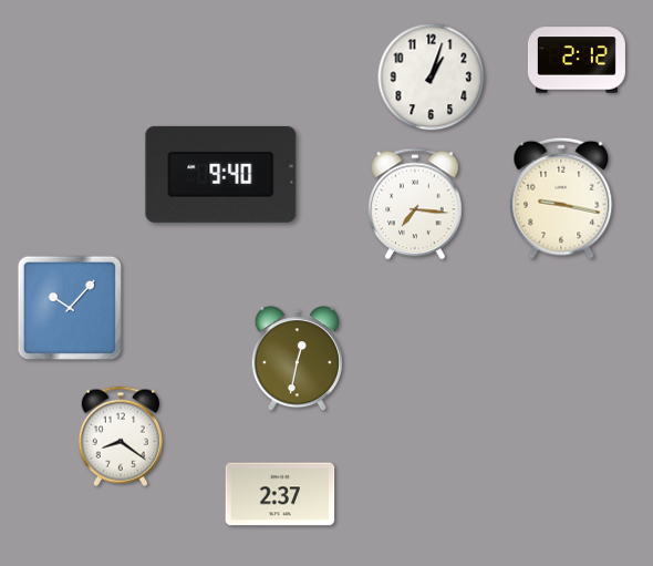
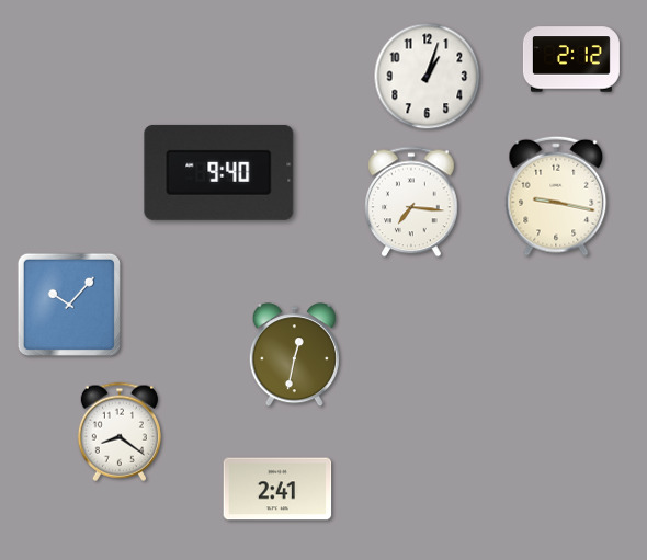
clock at (280, 494): 2:37 -> 2:41
